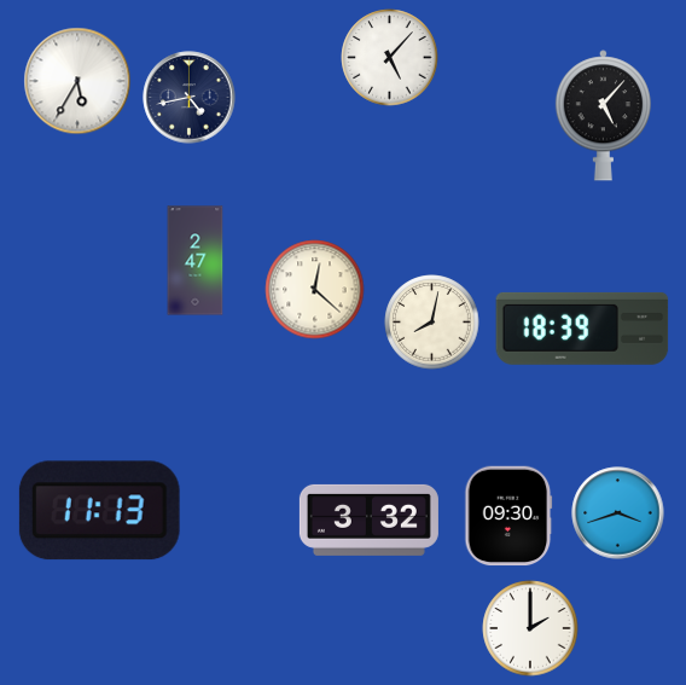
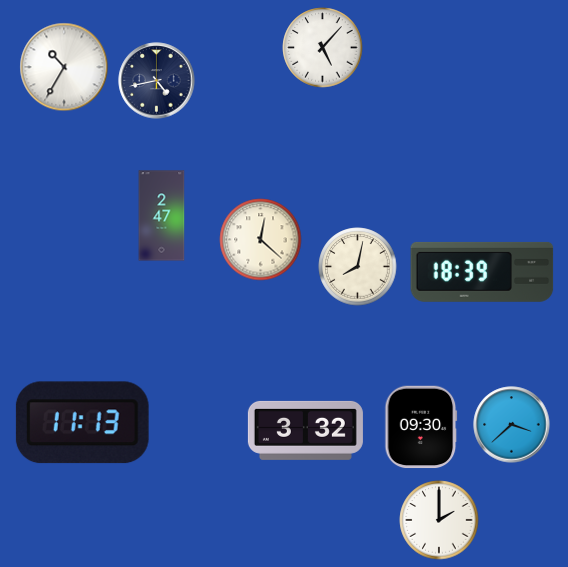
clock at (77, 81): 5:35 -> 10:35
clock at (603, 116): 5:07 -> none
clock at (618, 513): 3:42 -> 3:38
